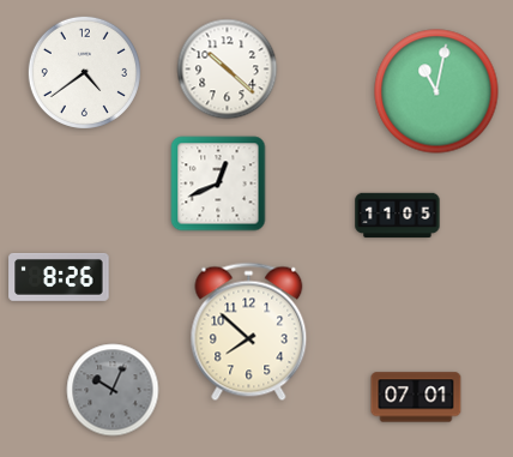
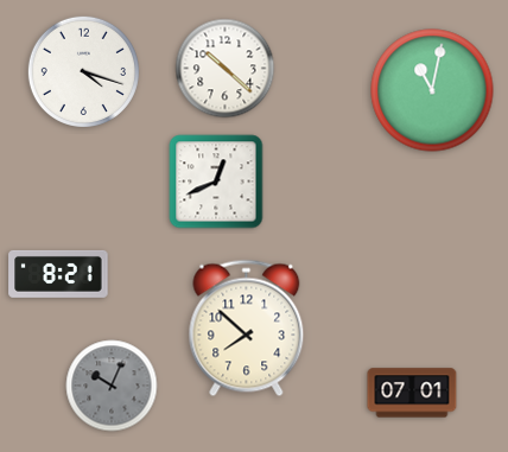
clock at (84, 72): 4:39 -> 4:18
clock at (398, 216): 11:05 -> none
clock at (59, 277): 8:26 -> 8:21
